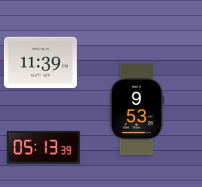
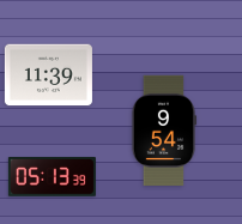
clock at (137, 108): 9:53 -> 9:54
